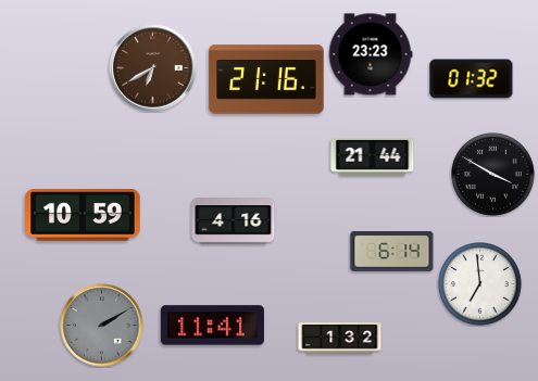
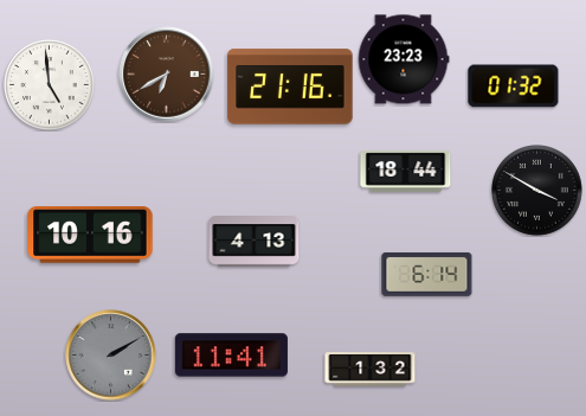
clock at (50, 85): none -> 4:59
clock at (373, 156): 21:44 -> 18:44
clock at (83, 215): 10:59 -> 10:16
clock at (234, 221): 4:16 -> 4:13
clock at (480, 284): 6:59 -> none
